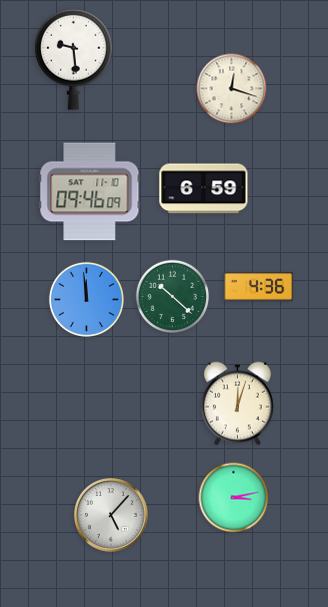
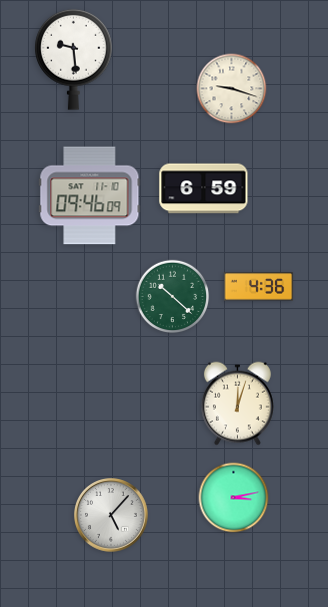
clock at (232, 89): 12:18 -> 9:18
clock at (90, 192) position: (90, 192) -> (90, 196)
clock at (86, 299): 11:59 -> none
